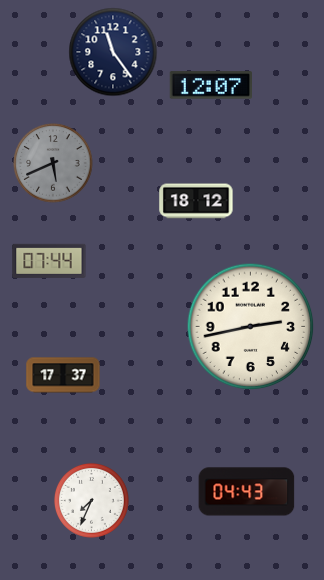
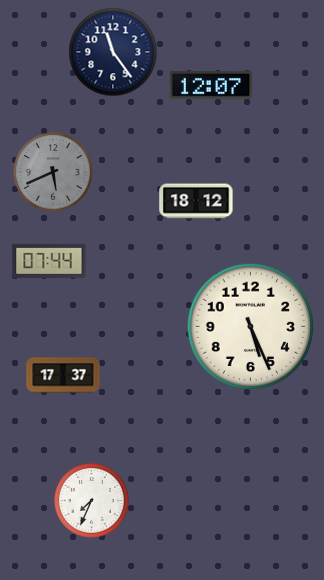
clock at (53, 163) position: (53, 163) -> (53, 172)
clock at (251, 327): 2:43 -> 5:26
clock at (247, 492): 04:43 -> none
